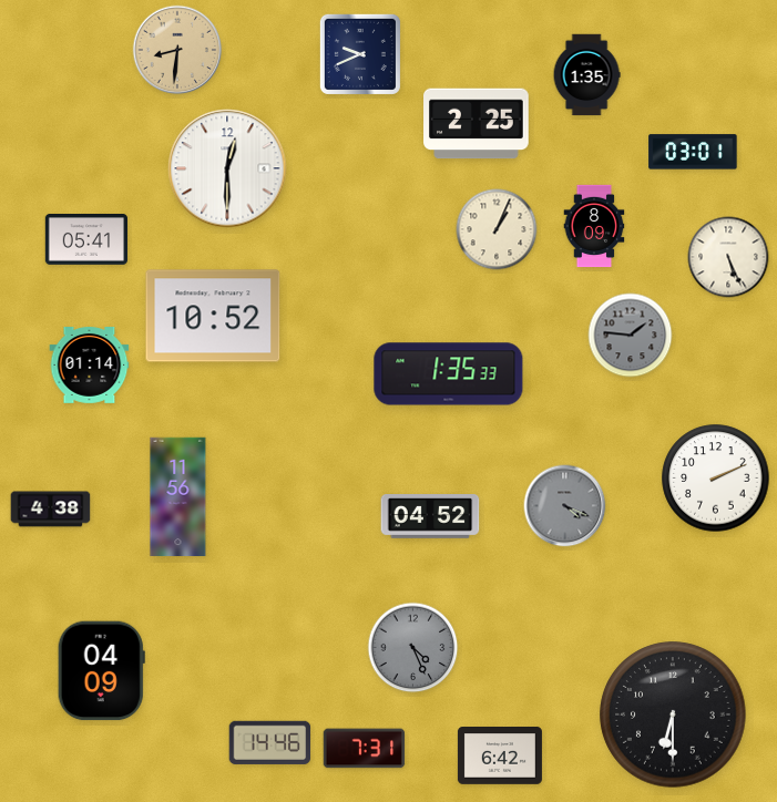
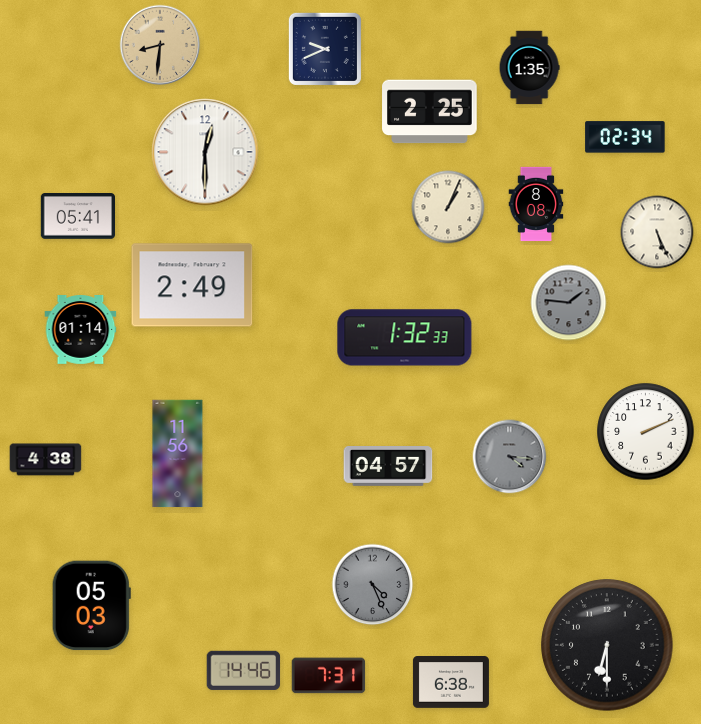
clock at (693, 152): 03:01 -> 02:34
clock at (594, 226): 8:09 -> 8:08
clock at (213, 316): 10:52 -> 2:49
clock at (449, 374): 1:35 -> 1:32
clock at (178, 497) position: (178, 497) -> (178, 454)
clock at (565, 506): 4:19 -> 4:16
clock at (430, 517): 04:52 -> 04:57
clock at (101, 671): 04:09 -> 05:03
clock at (500, 757): 6:42 -> 6:38
